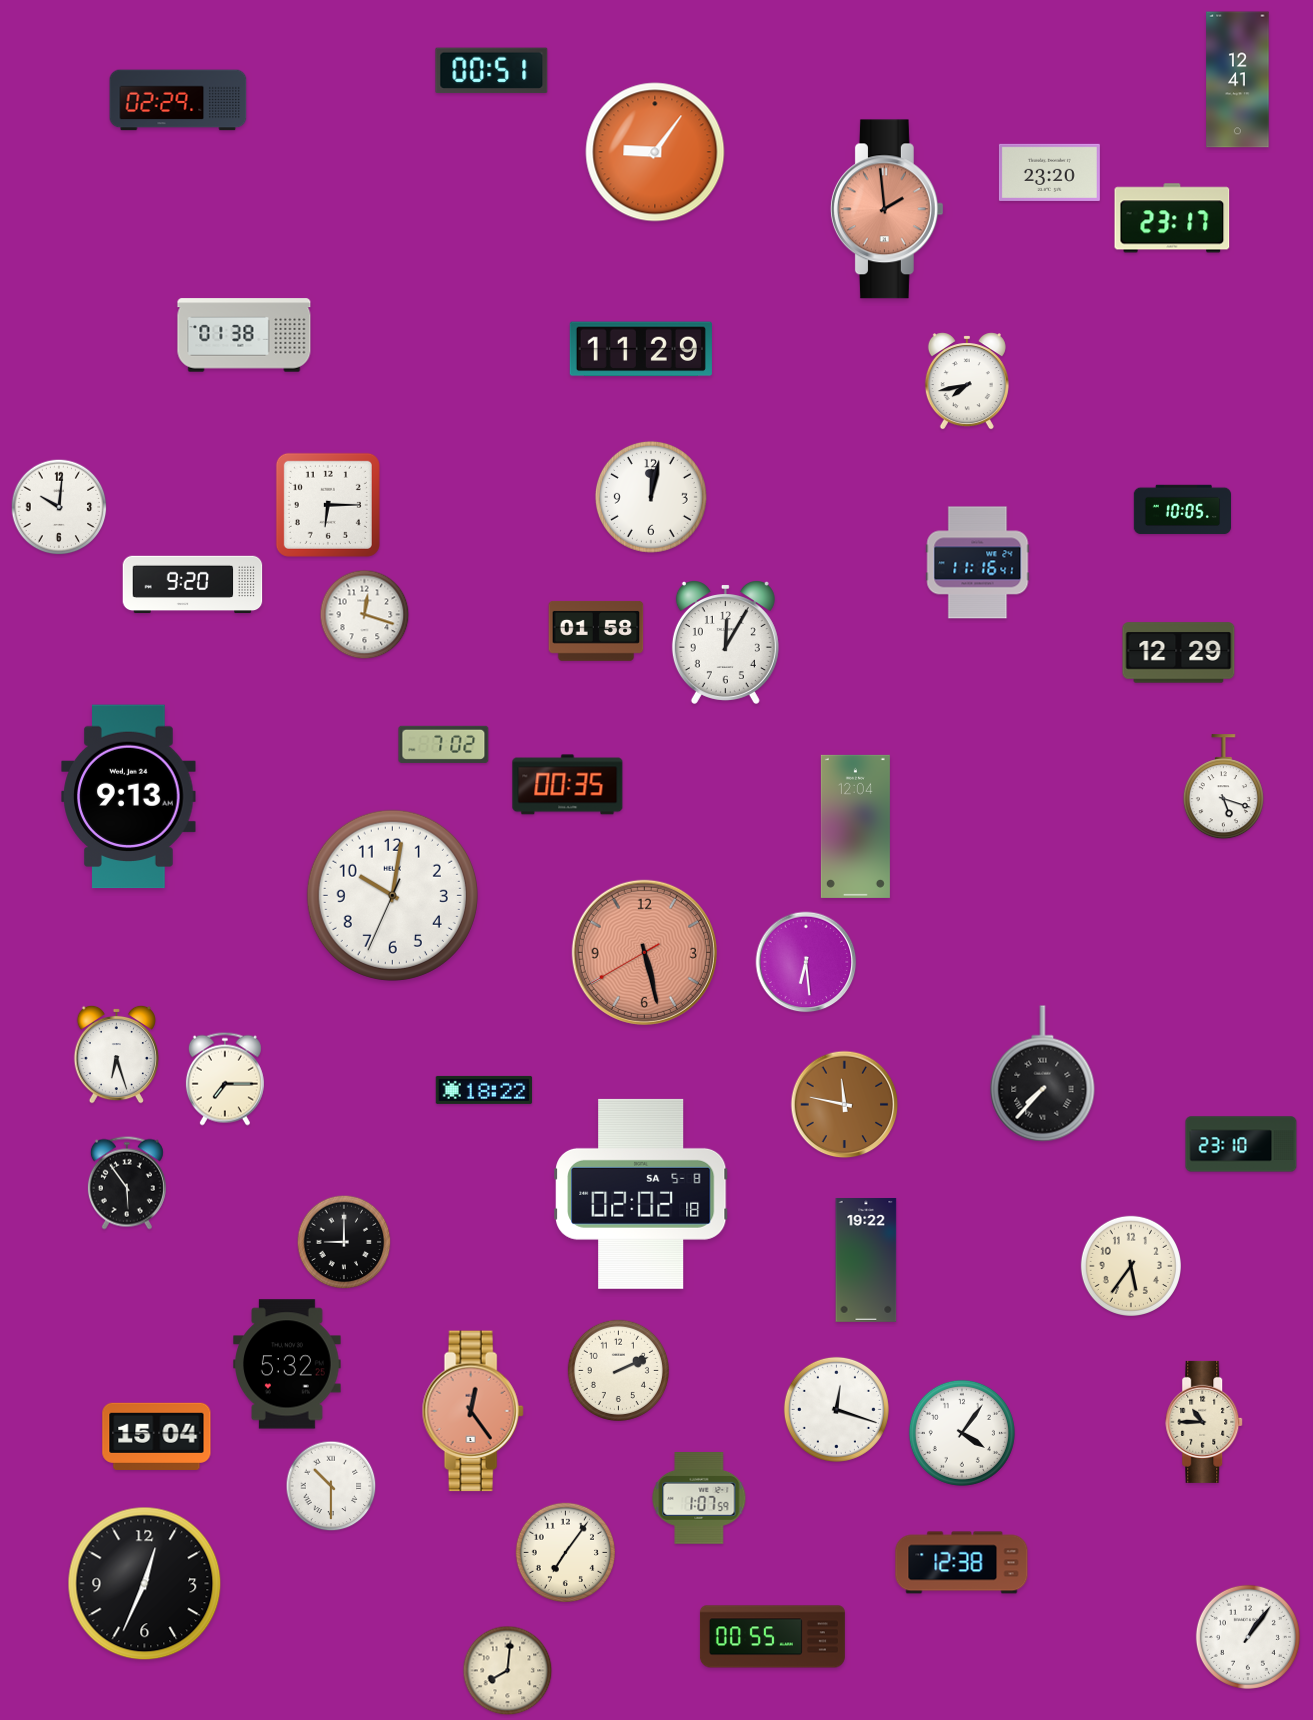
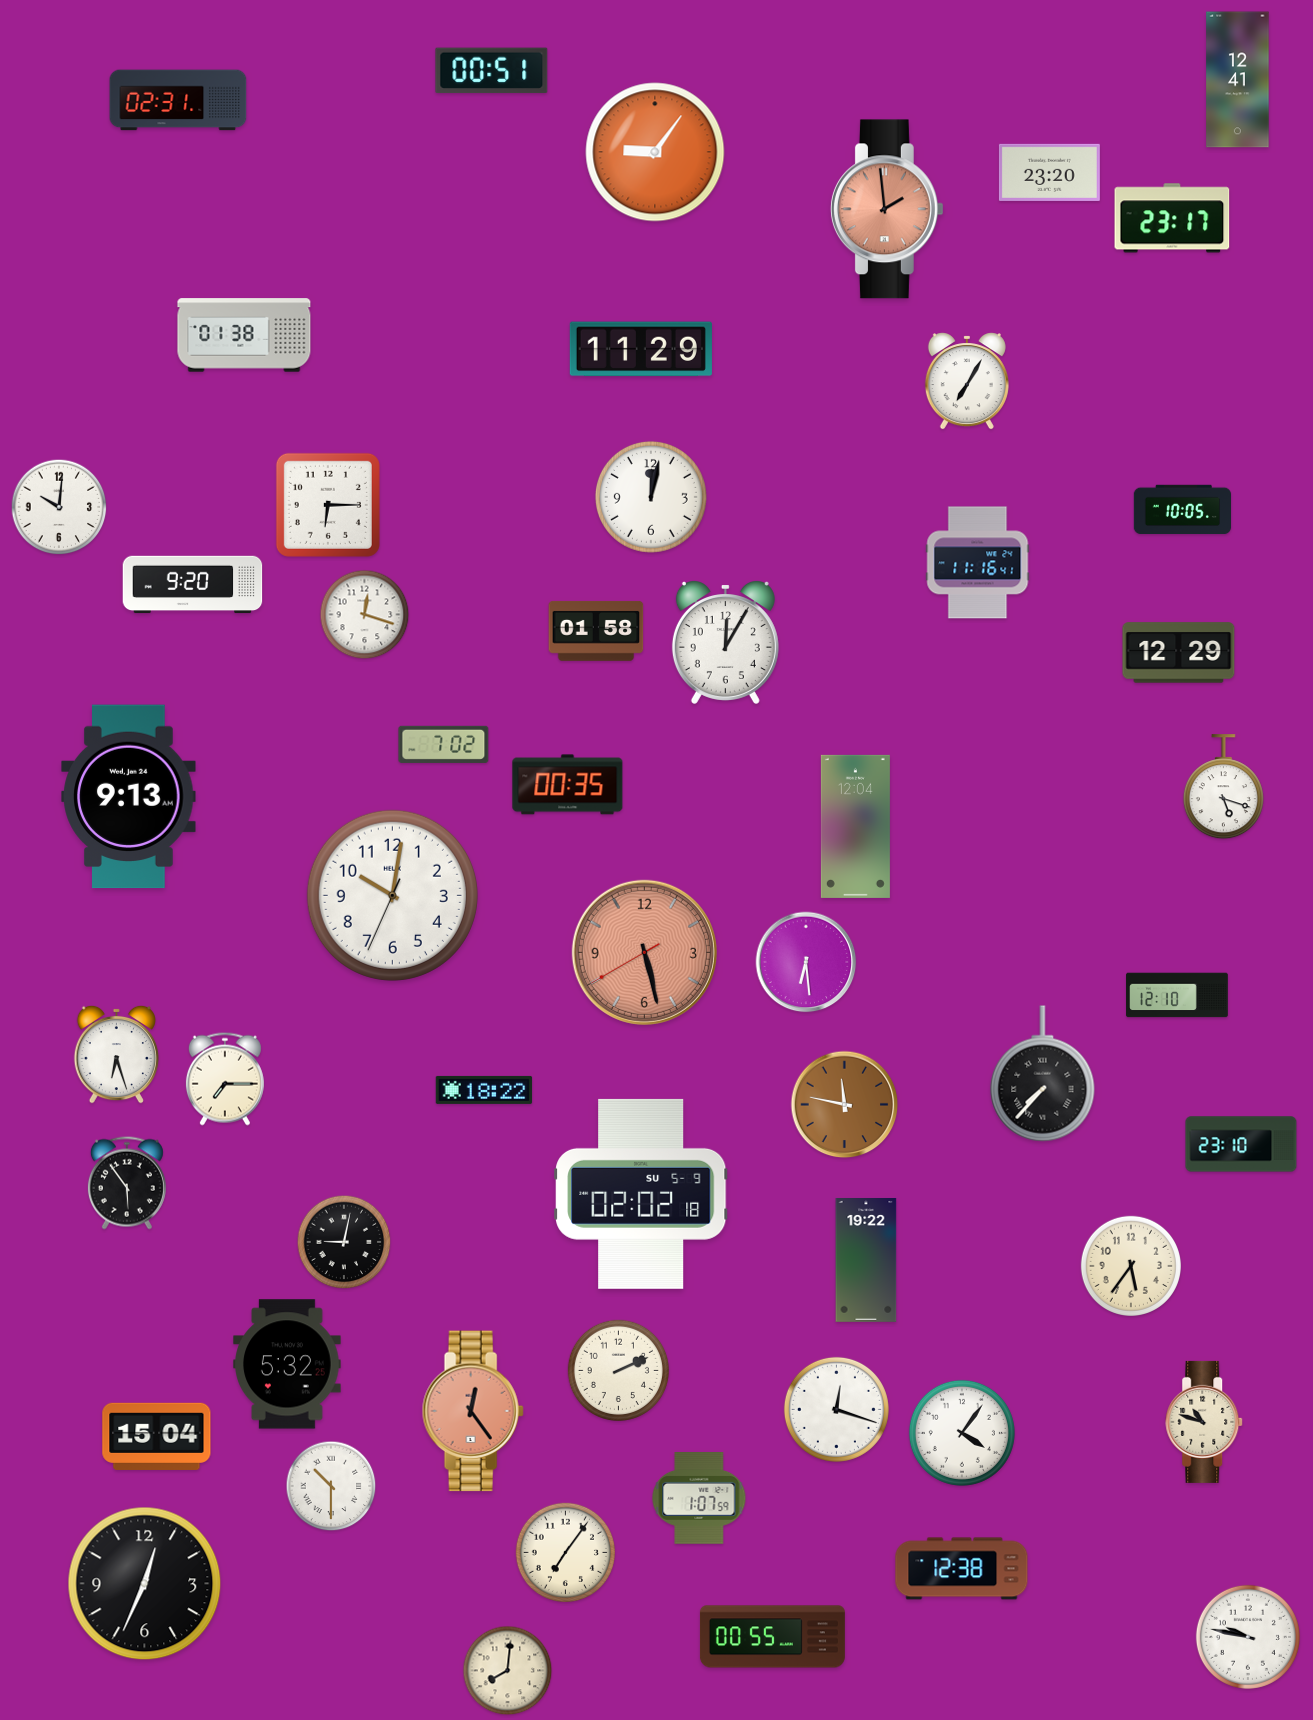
clock at (178, 100): 02:29 -> 02:31
clock at (967, 381): 7:43 -> 7:05
clock at (1177, 995): none -> 12:10
clock at (641, 1194) date: SA 5-8 -> SU 5-9
clock at (344, 1242): 9:00 -> 9:02
clock at (1205, 1422): 10:45 -> 10:48
clock at (962, 1563) position: (962, 1563) -> (962, 1569)
clock at (1248, 1637): 1:06 -> 9:47
